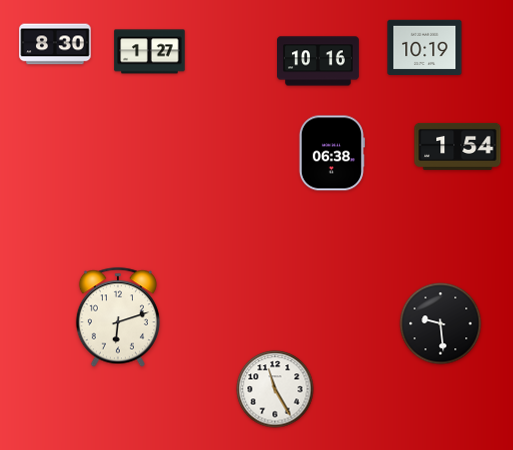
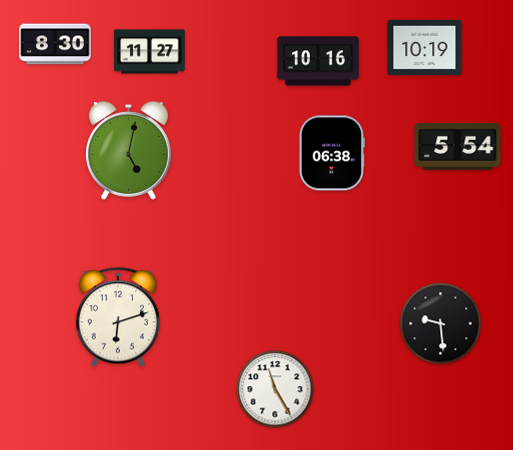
clock at (150, 52): 1:27 -> 11:27
clock at (458, 146): 1:54 -> 5:54
clock at (129, 151): none -> 5:02
